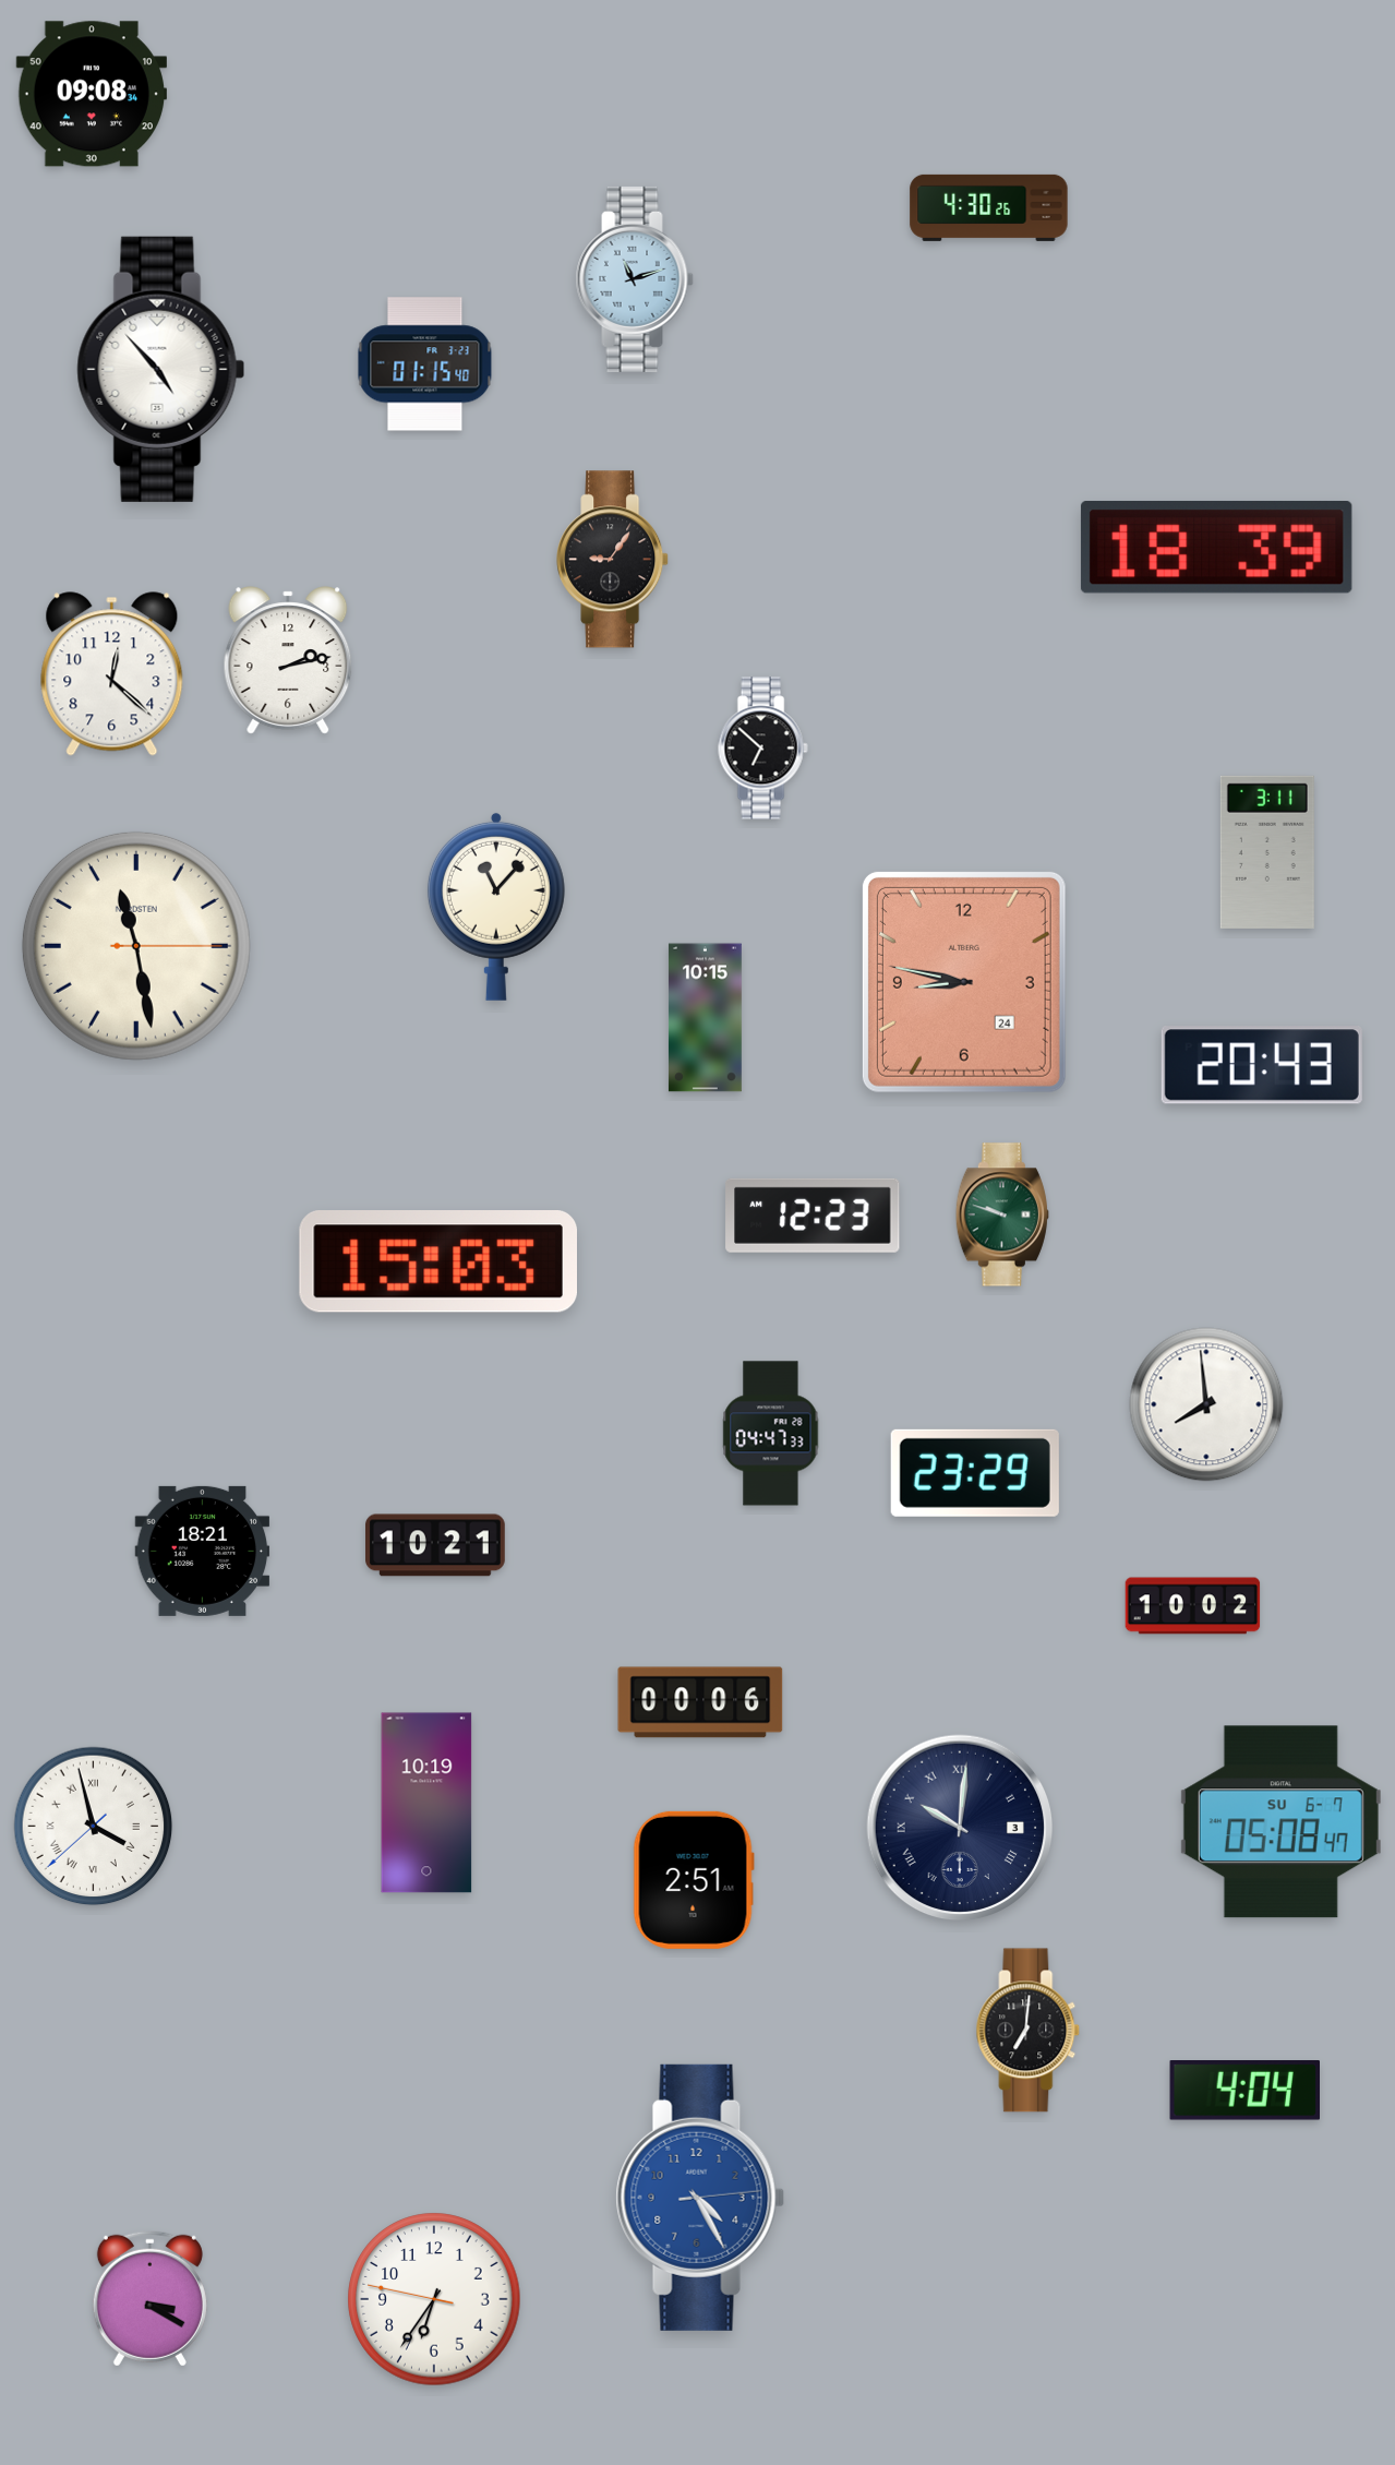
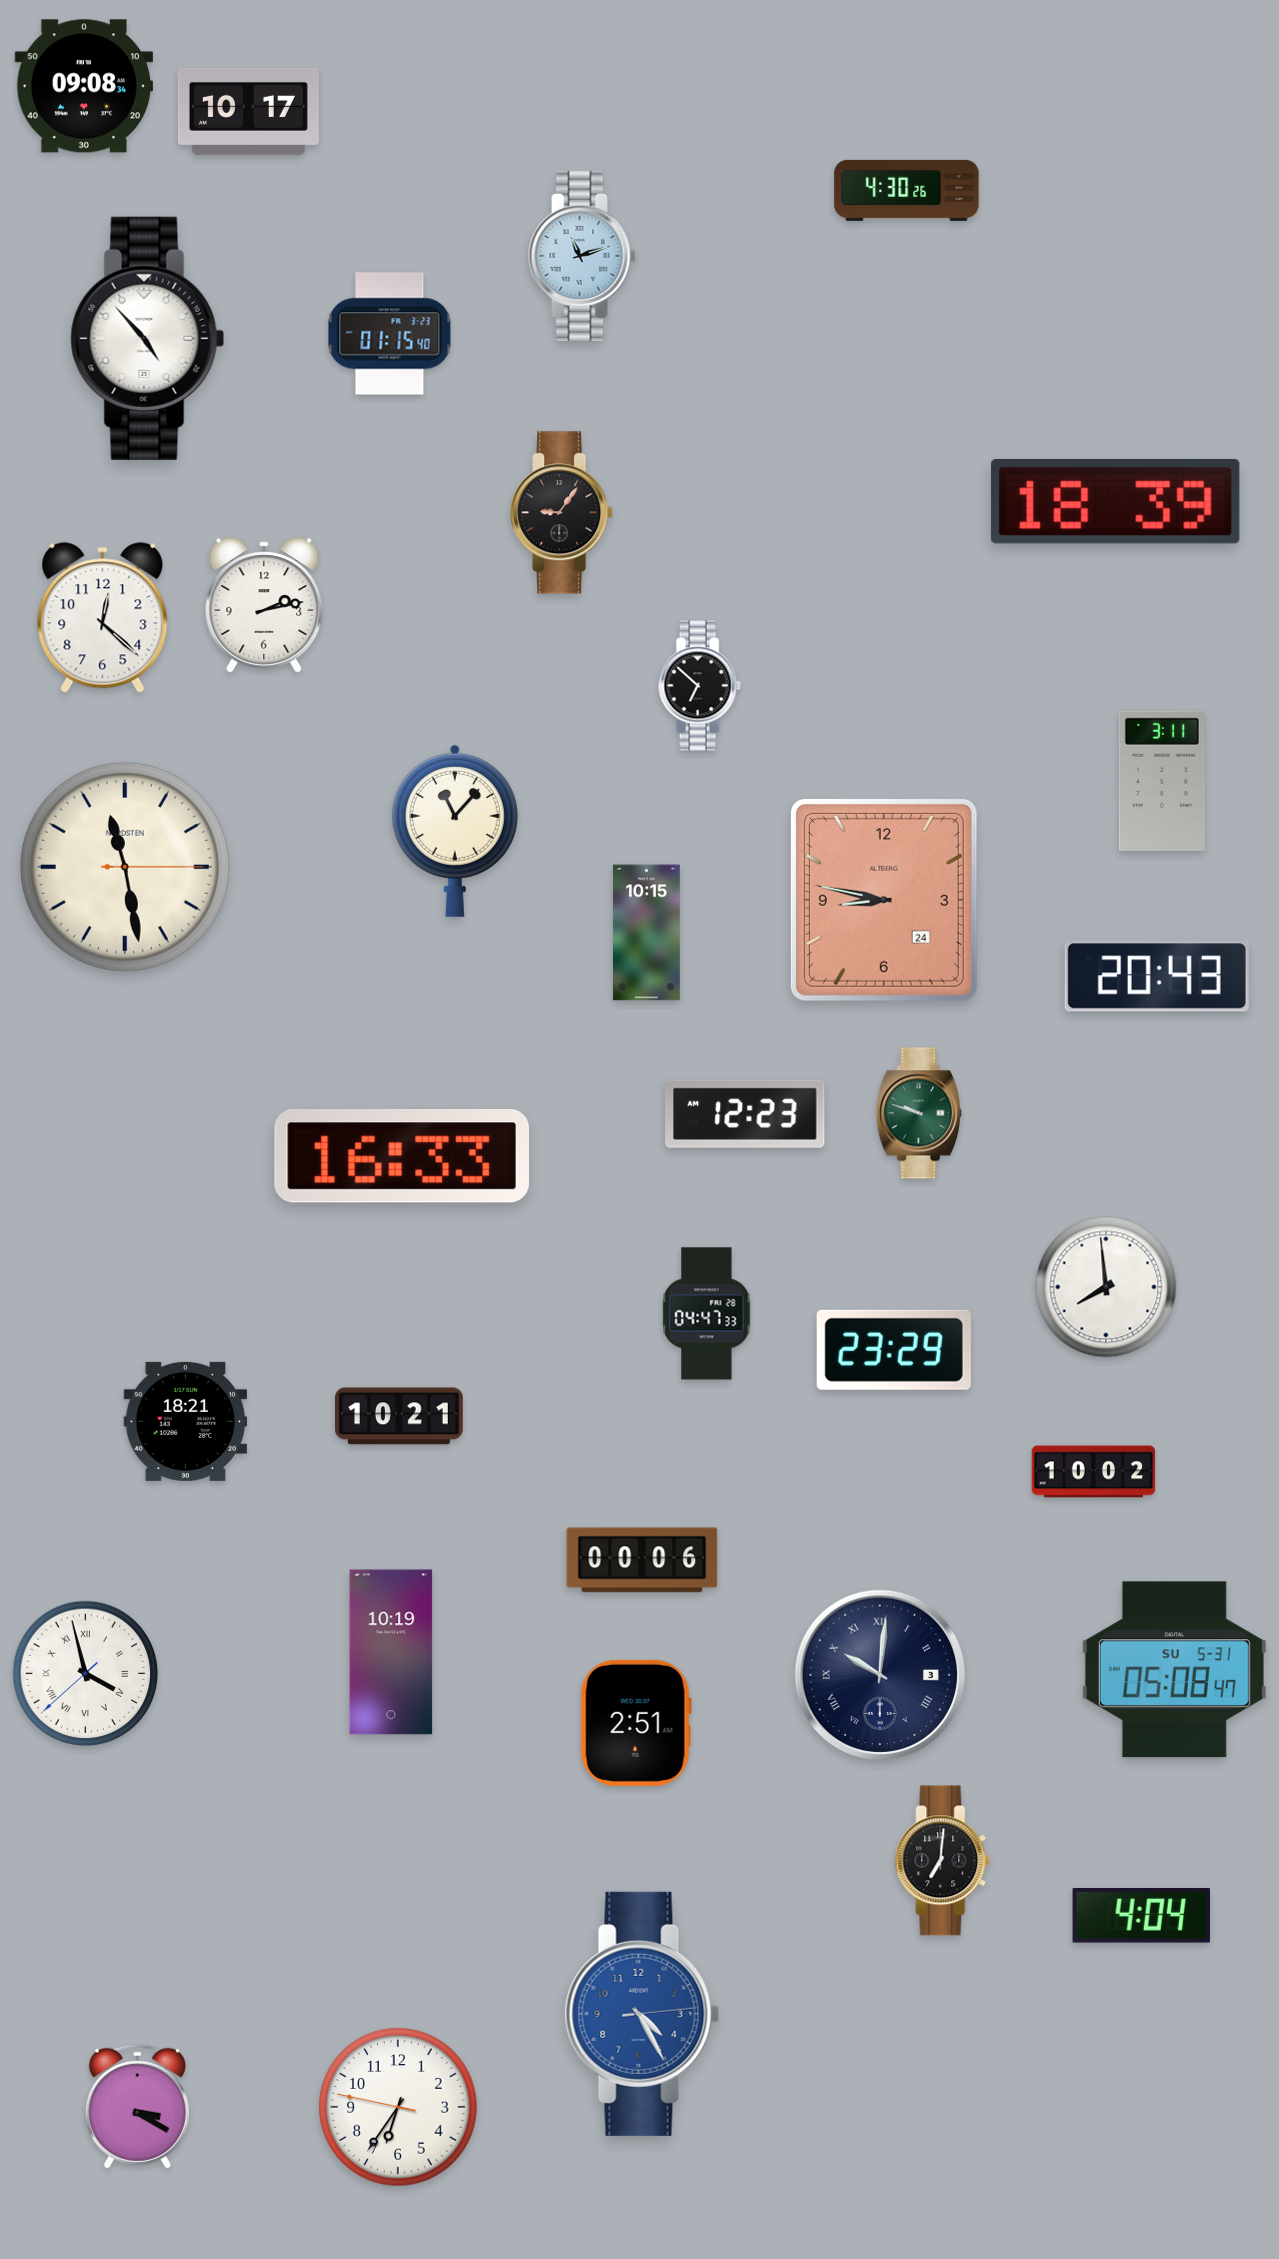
clock at (248, 111): none -> 10:17
clock at (437, 1263): 15:03 -> 16:33
clock at (1280, 1822) date: SU 6-7 -> SU 5-31
